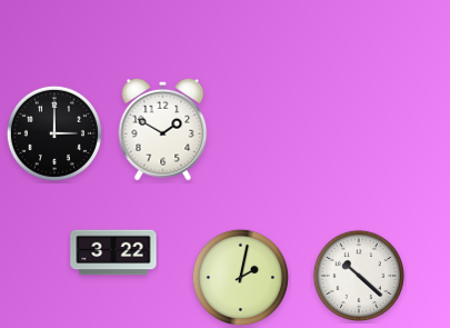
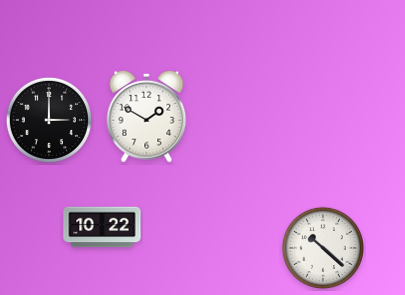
clock at (113, 252): 3:22 -> 10:22
clock at (240, 277): 2:02 -> none
